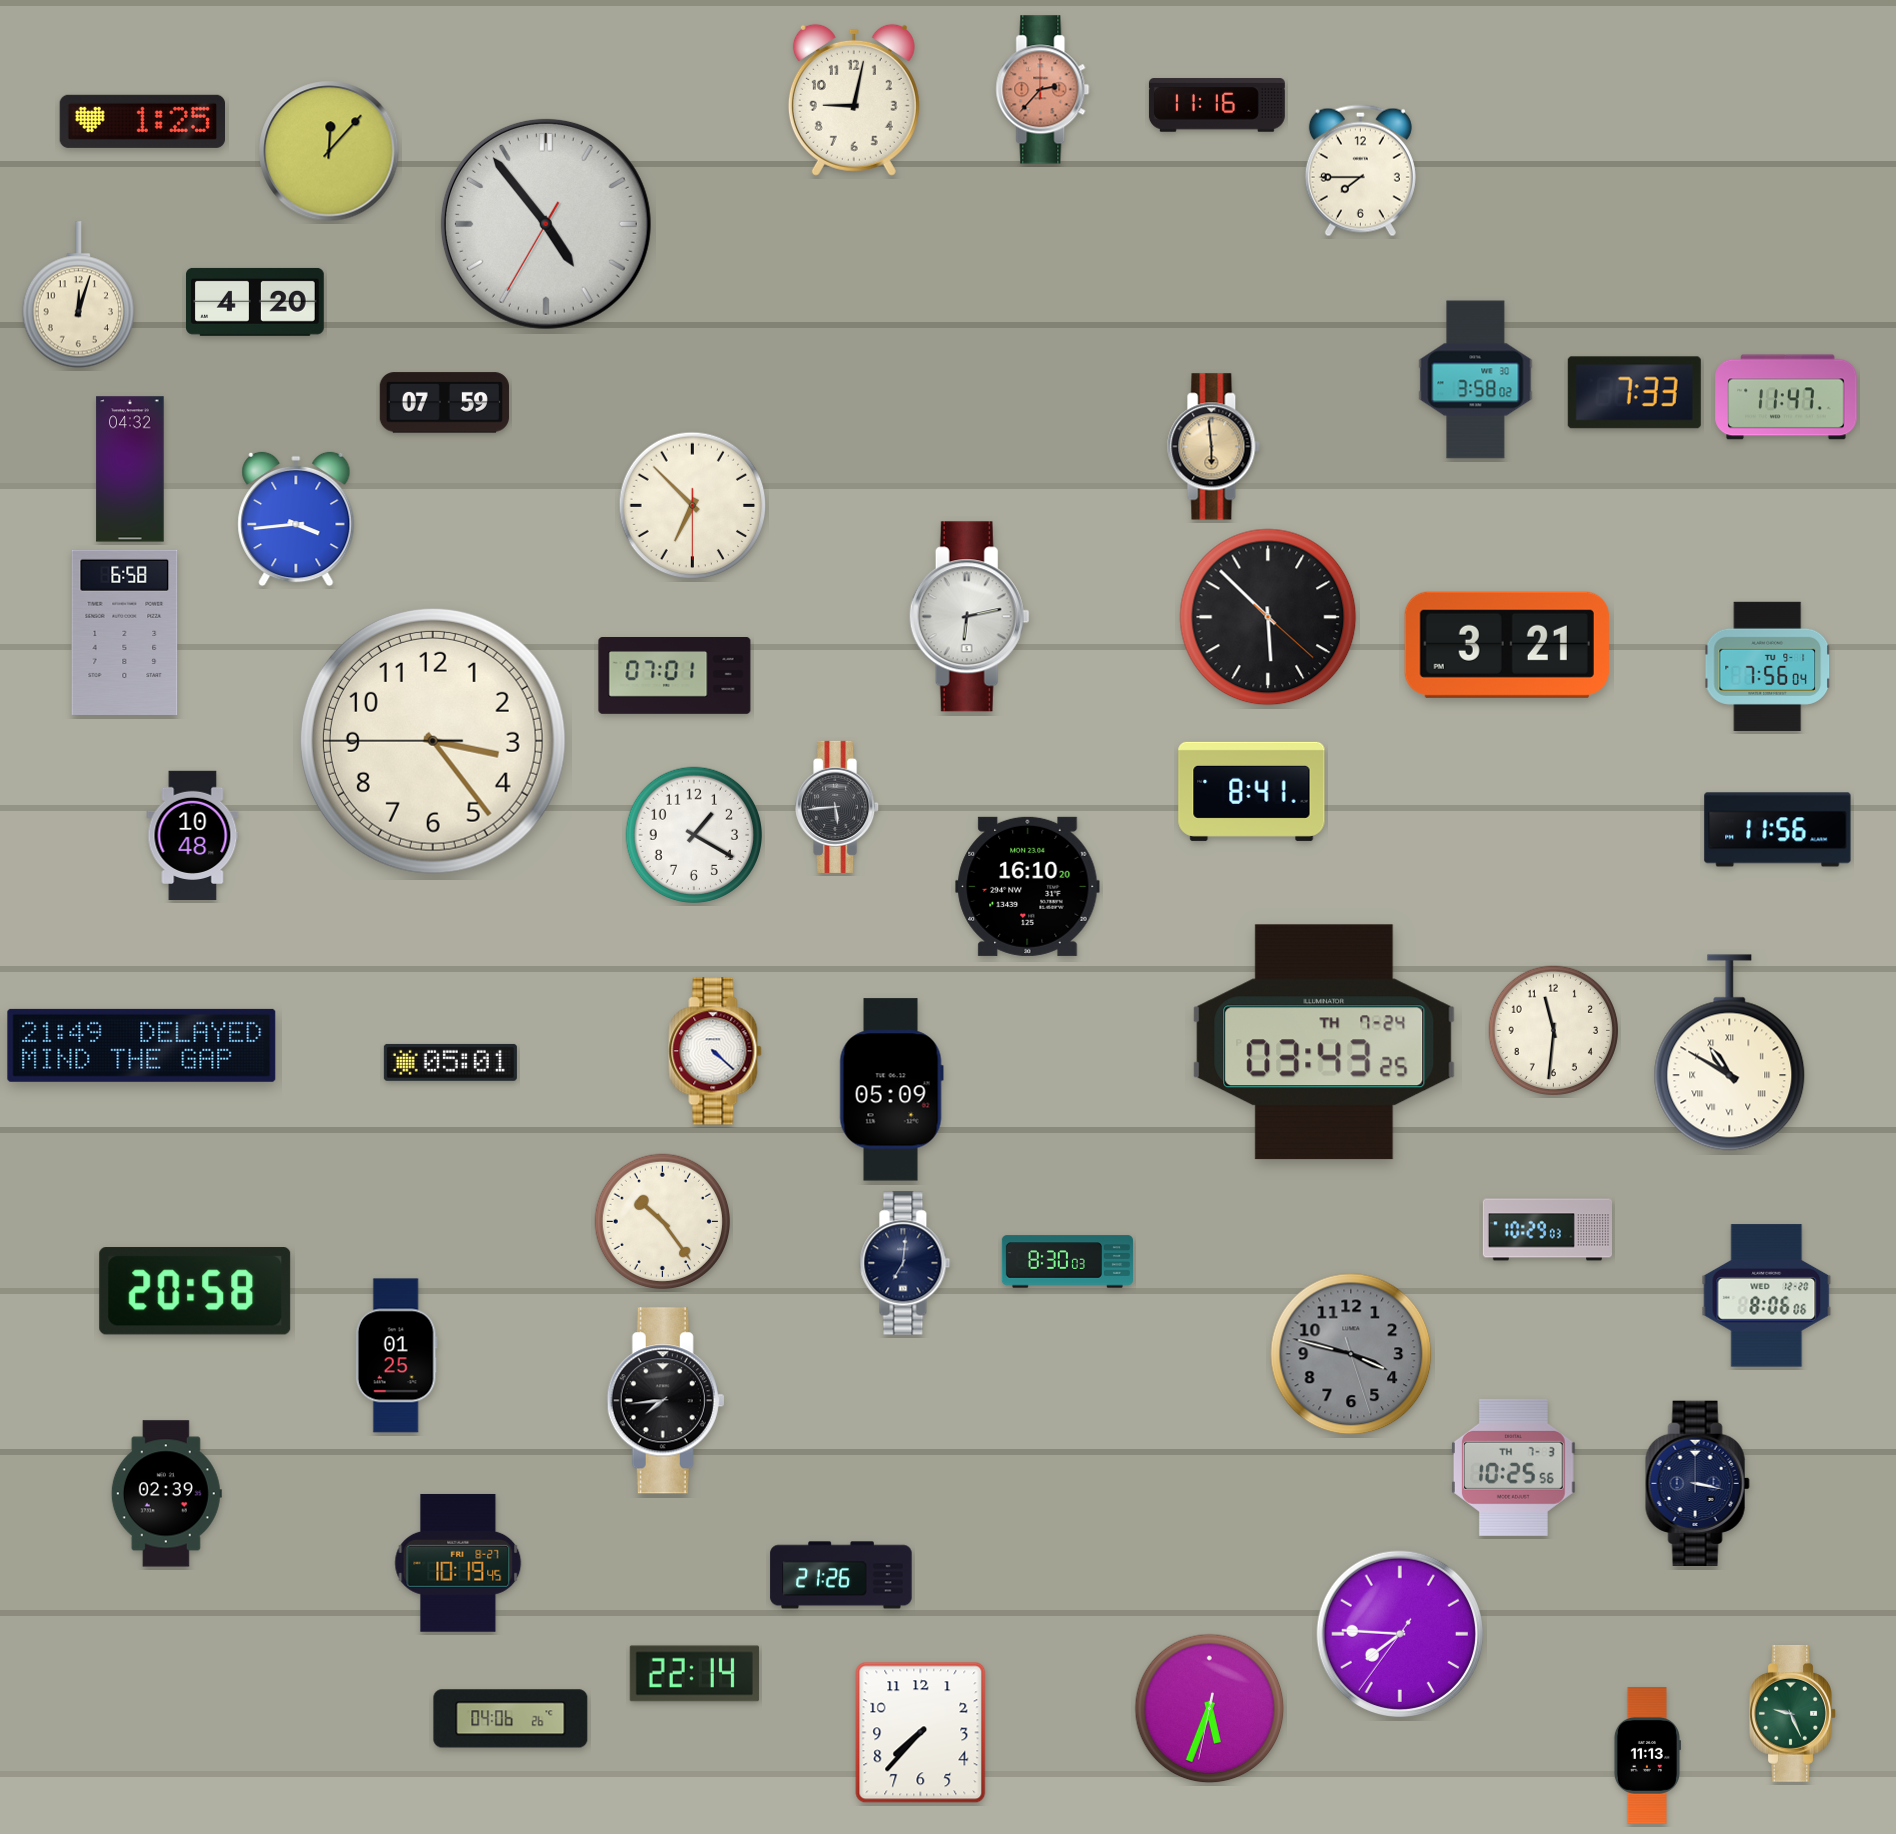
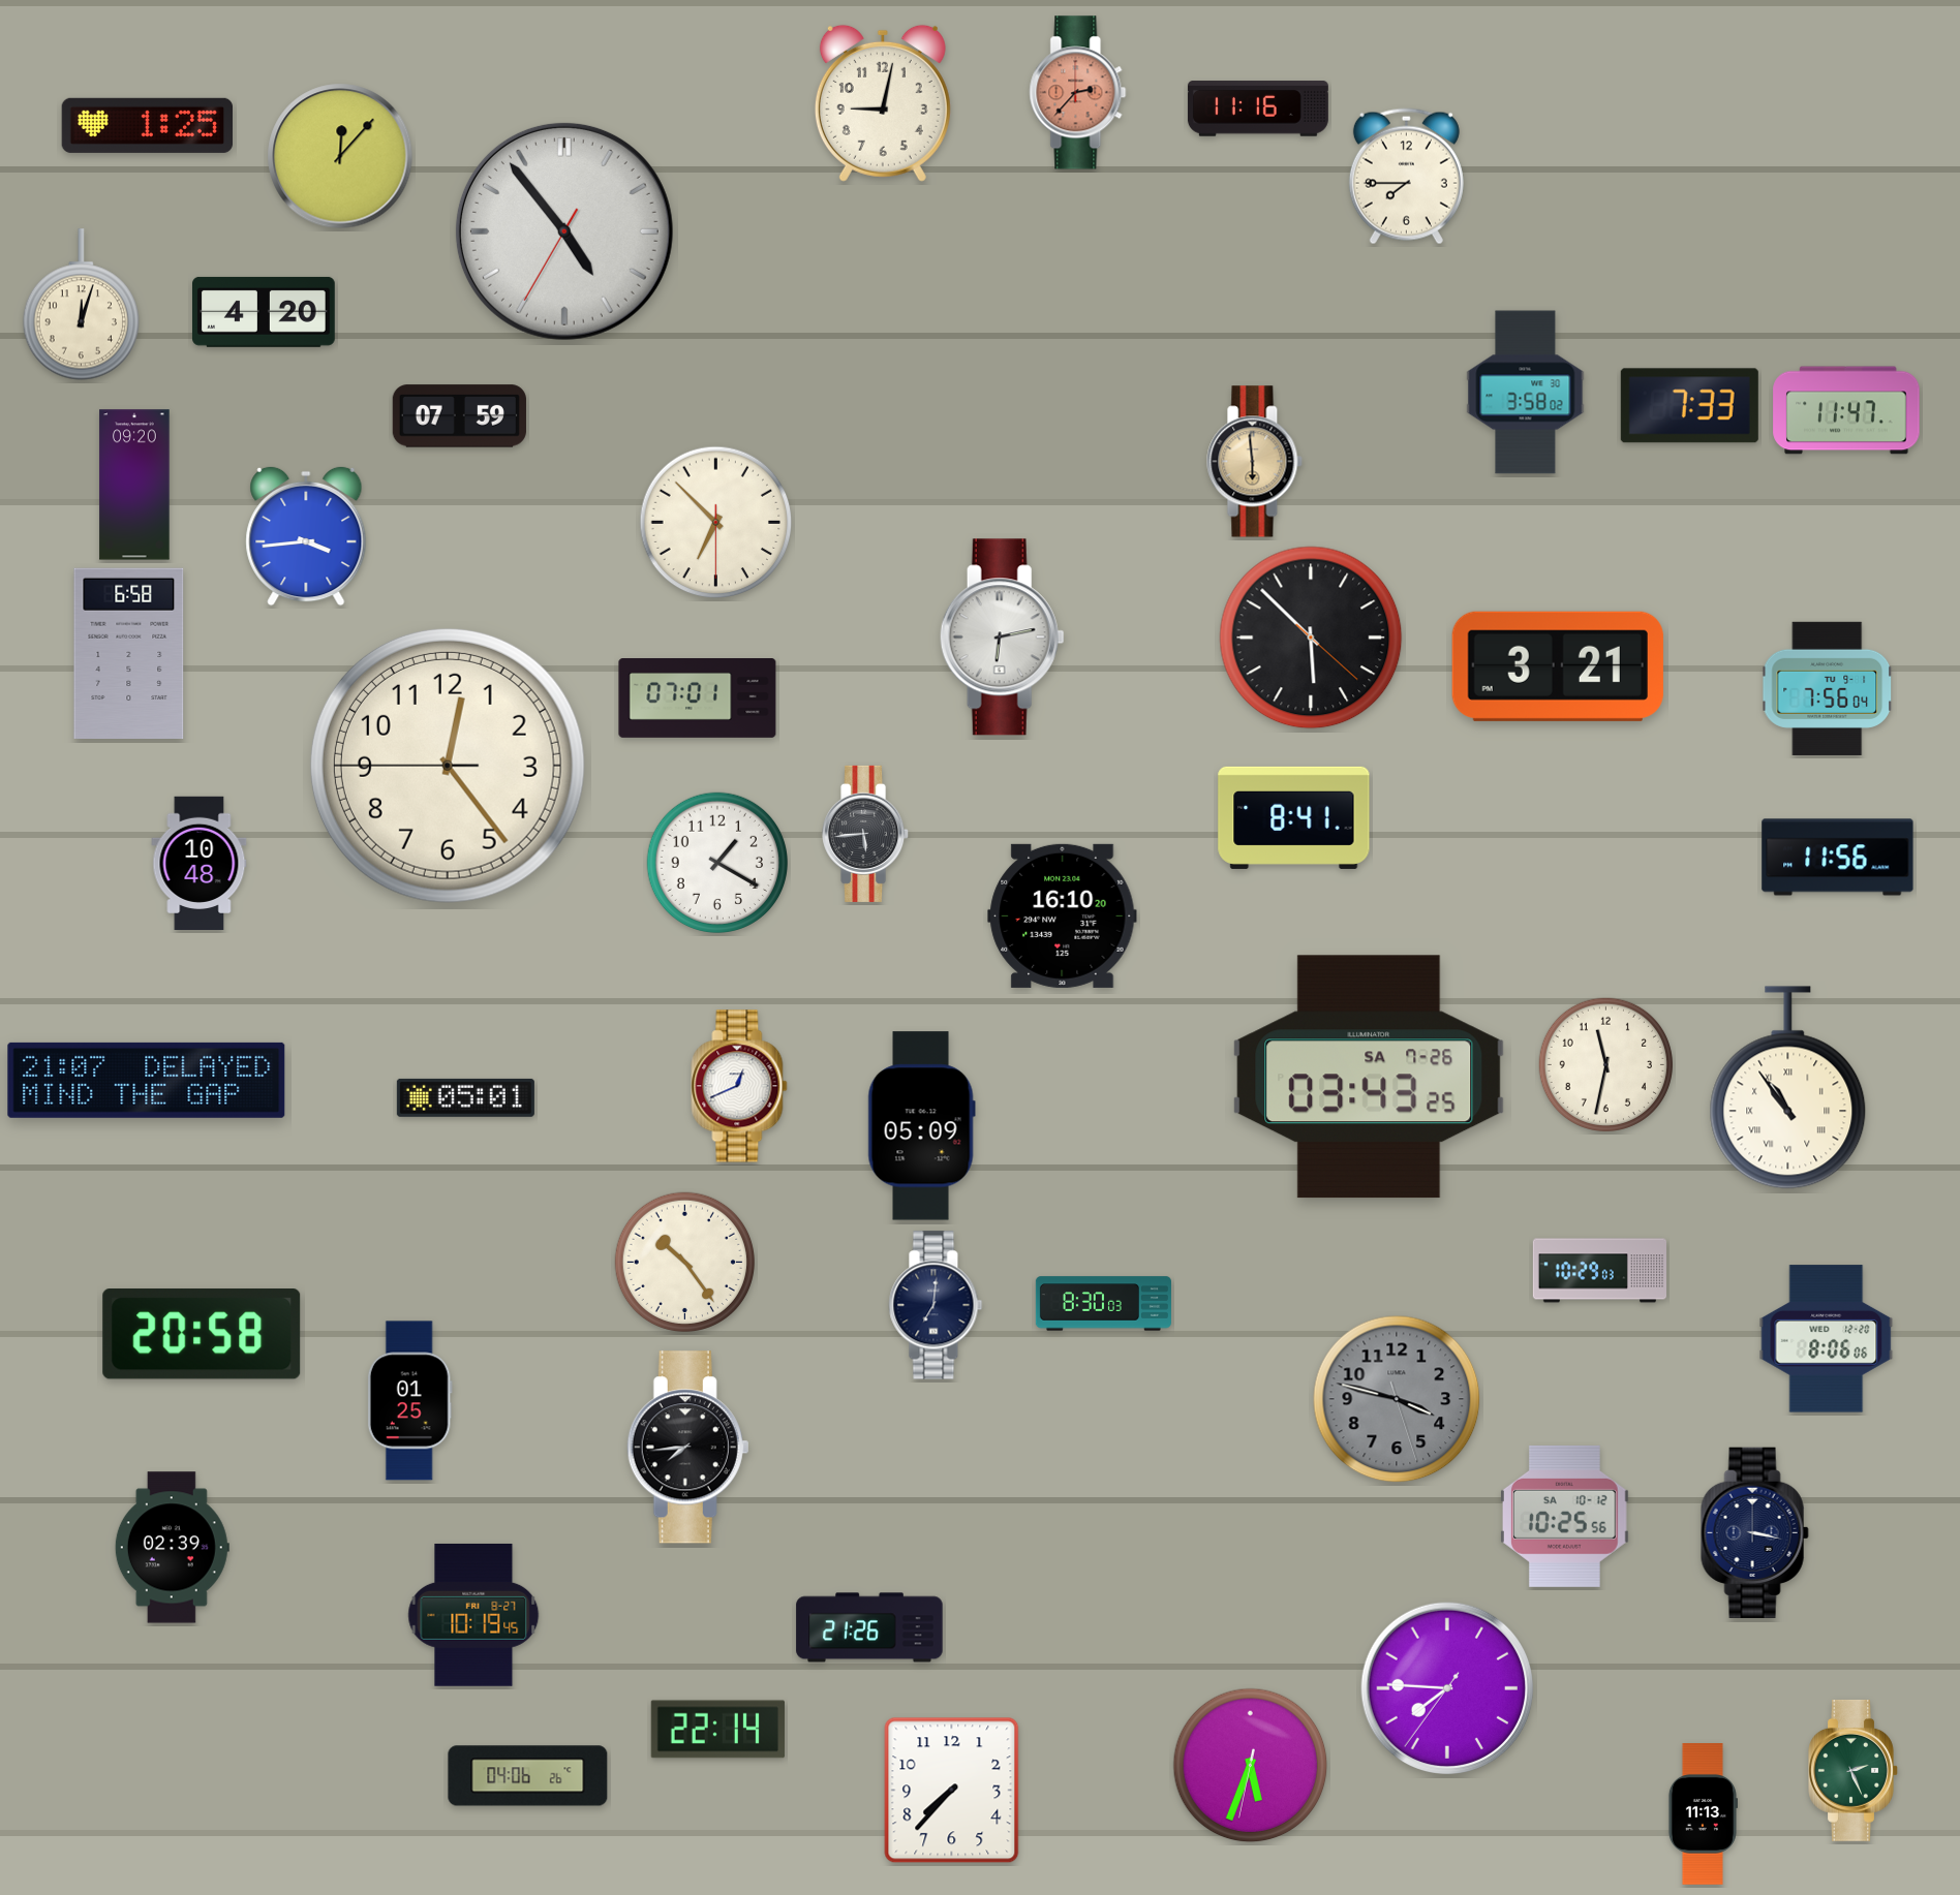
clock at (130, 469): 04:32 -> 09:20
clock at (433, 741): 3:23 -> 12:23
clock at (1553, 1030): 11:31 -> 11:32
clock at (1324, 1042) date: TH 7-24 -> SA 7-26
clock at (142, 1045): 21:49 -> 21:07
clock at (715, 1051): 4:22 -> 12:41
clock at (1730, 1053): 10:50 -> 10:54
clock at (1513, 1467) date: TH 7-3 -> SA 10-12
clock at (166, 1494) position: (166, 1494) -> (172, 1548)
clock at (1793, 1713): 9:26 -> 2:26
